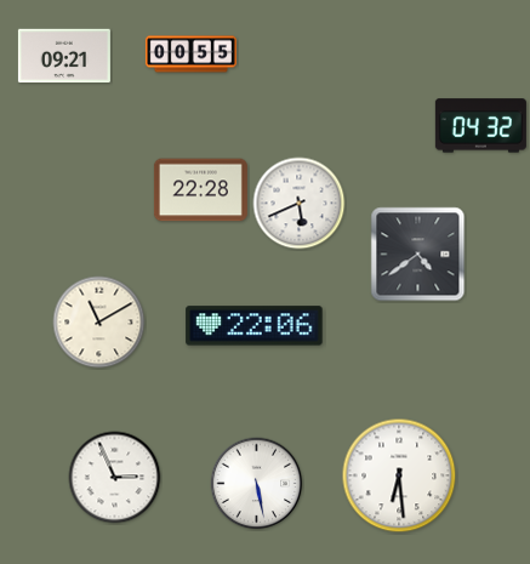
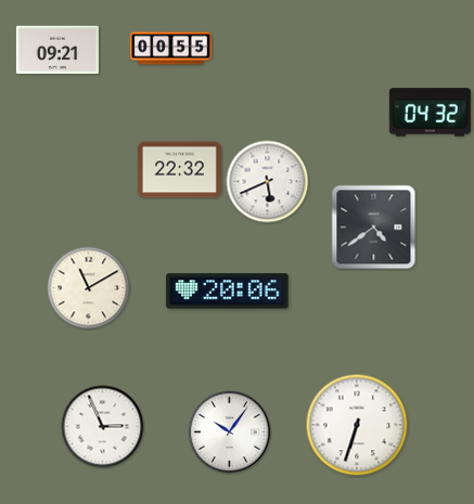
clock at (200, 190): 22:28 -> 22:32
clock at (255, 326): 22:06 -> 20:06
clock at (399, 475): 6:29 -> 6:33
clock at (257, 484): 5:28 -> 10:06
